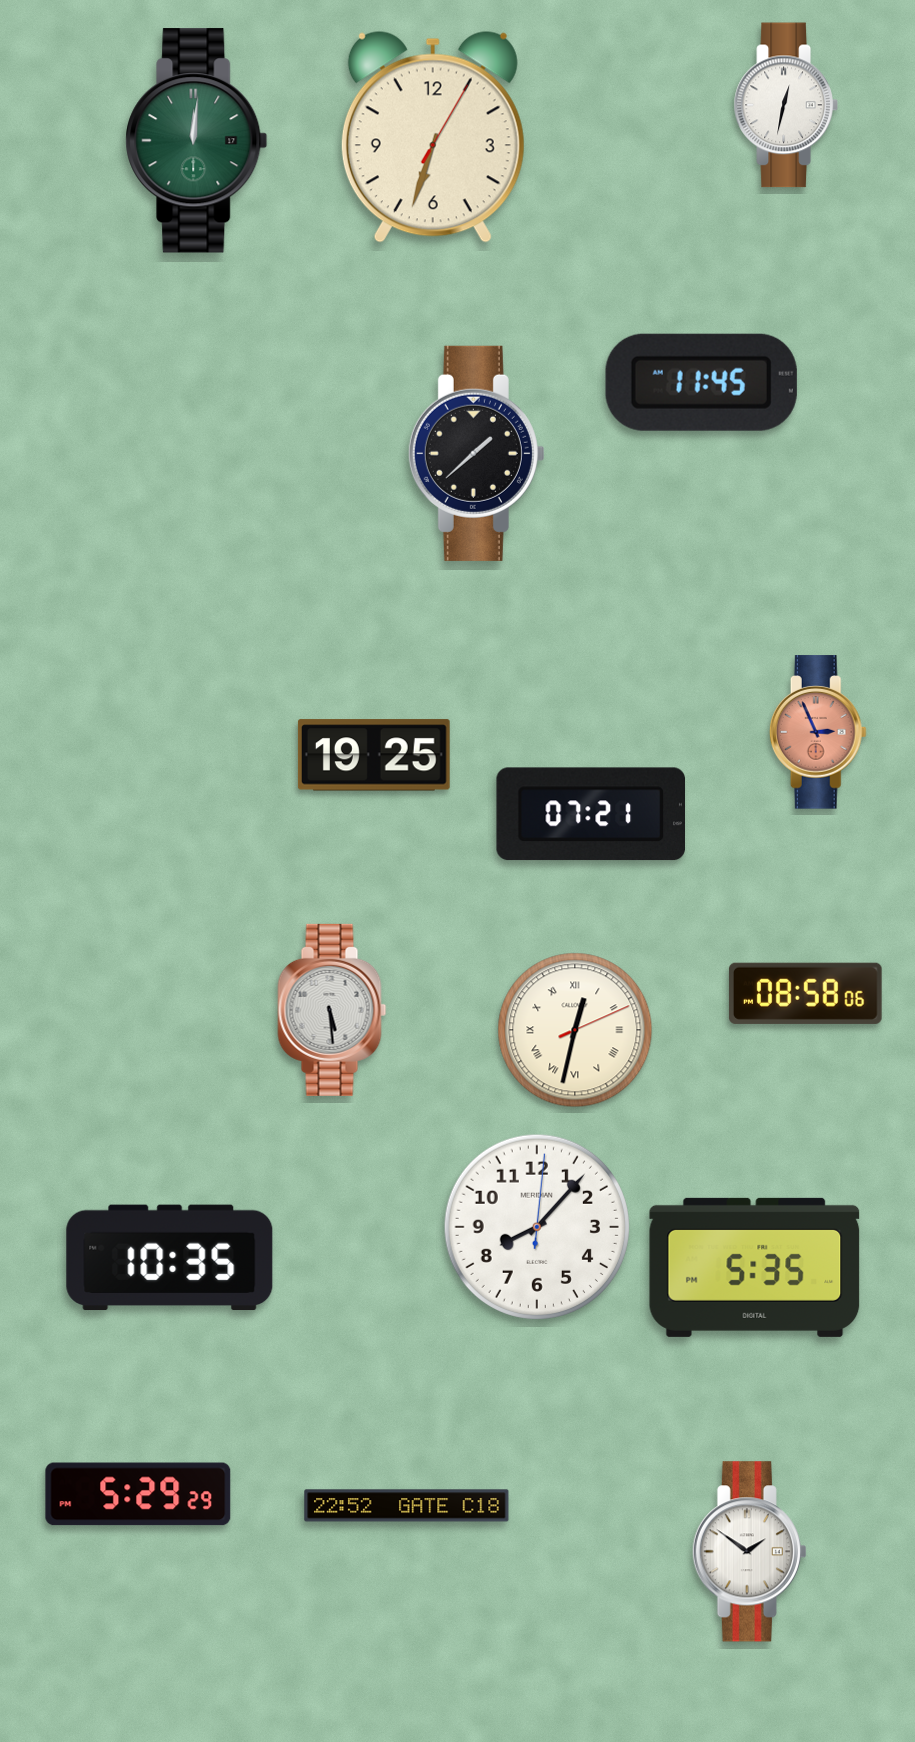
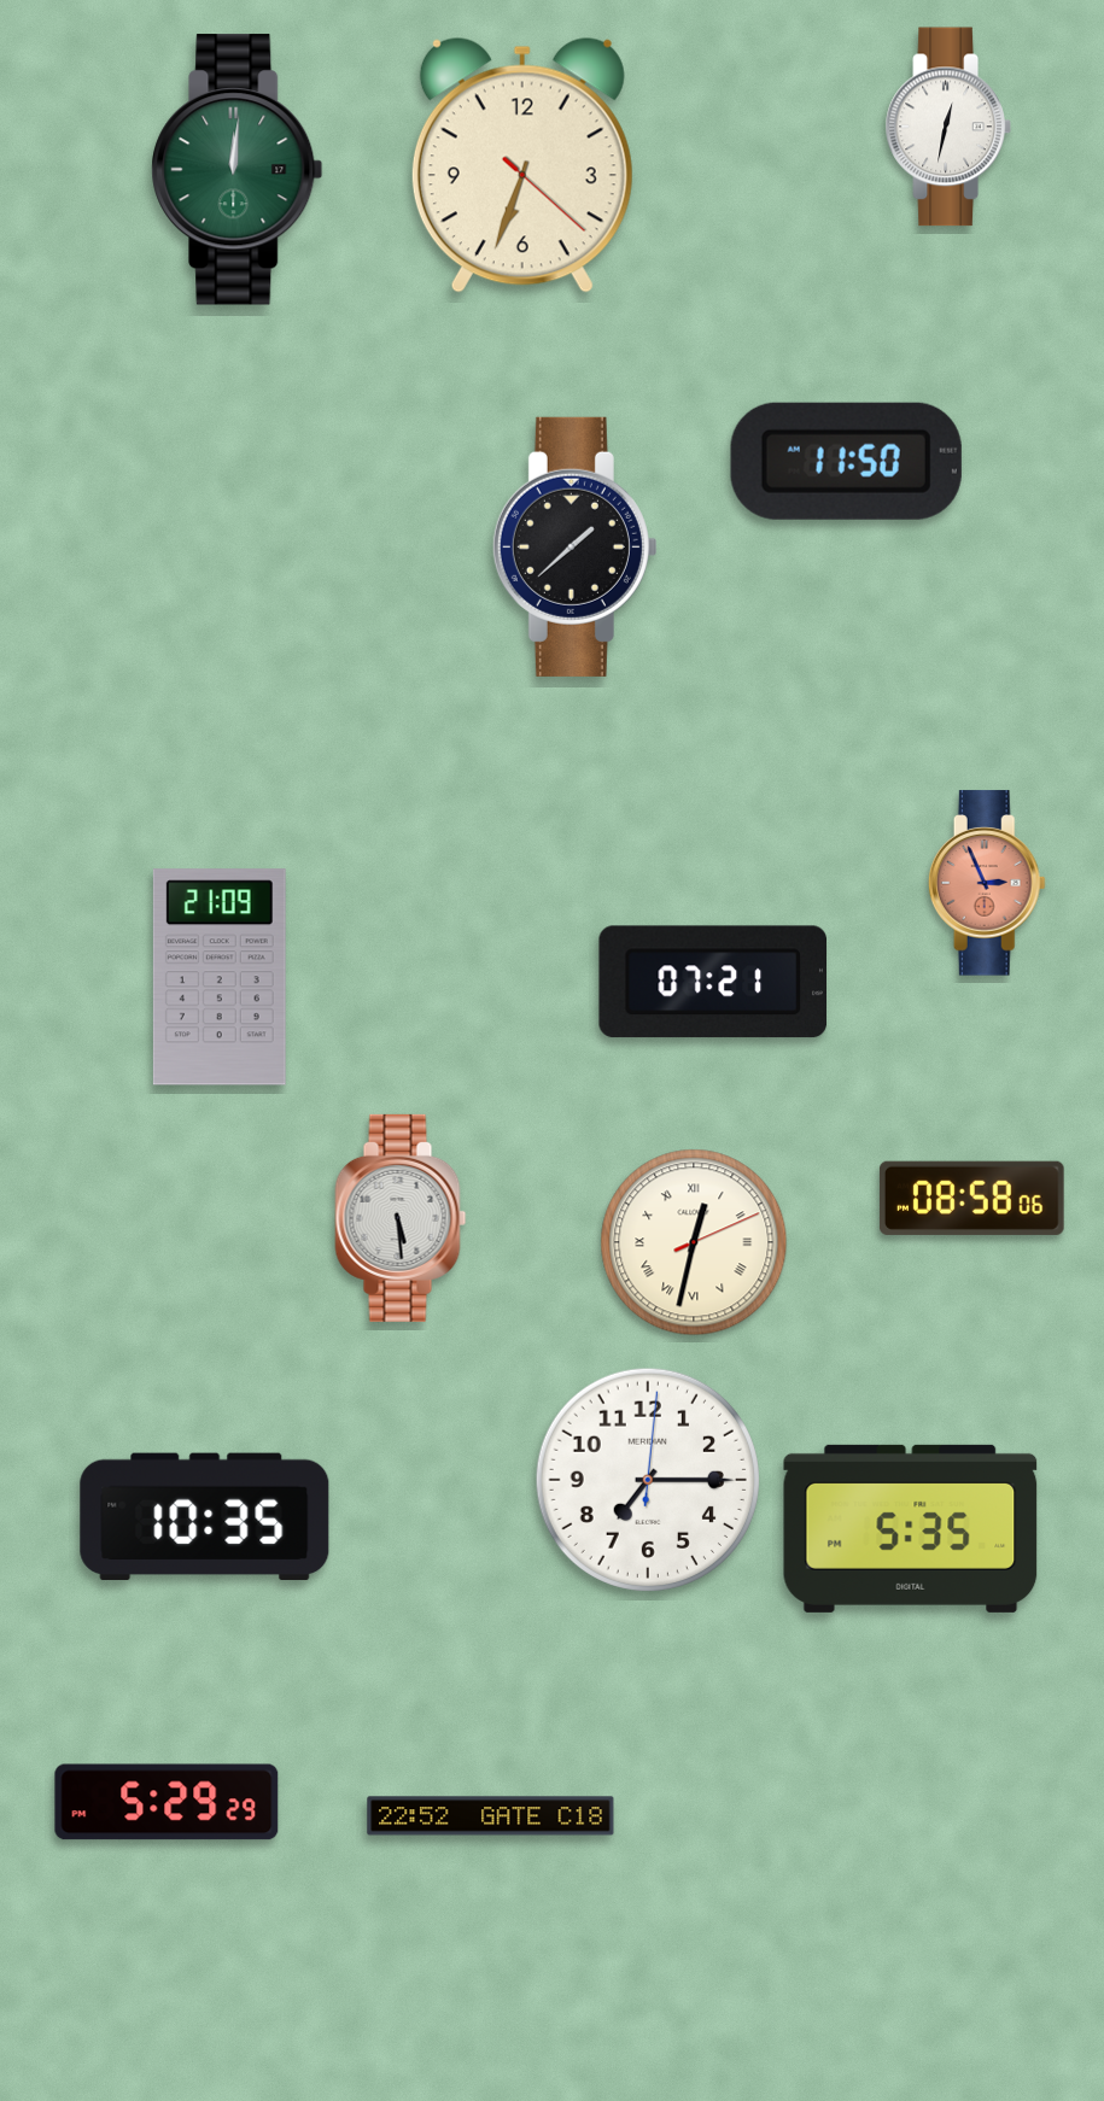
clock at (433, 137): 6:33:05 -> 6:33:22
clock at (701, 382): 11:45 -> 11:50
clock at (374, 755): 19:25 -> none
clock at (220, 977): none -> 21:09
clock at (537, 1227): 8:07 -> 7:15
clock at (749, 1552): 1:51 -> none
